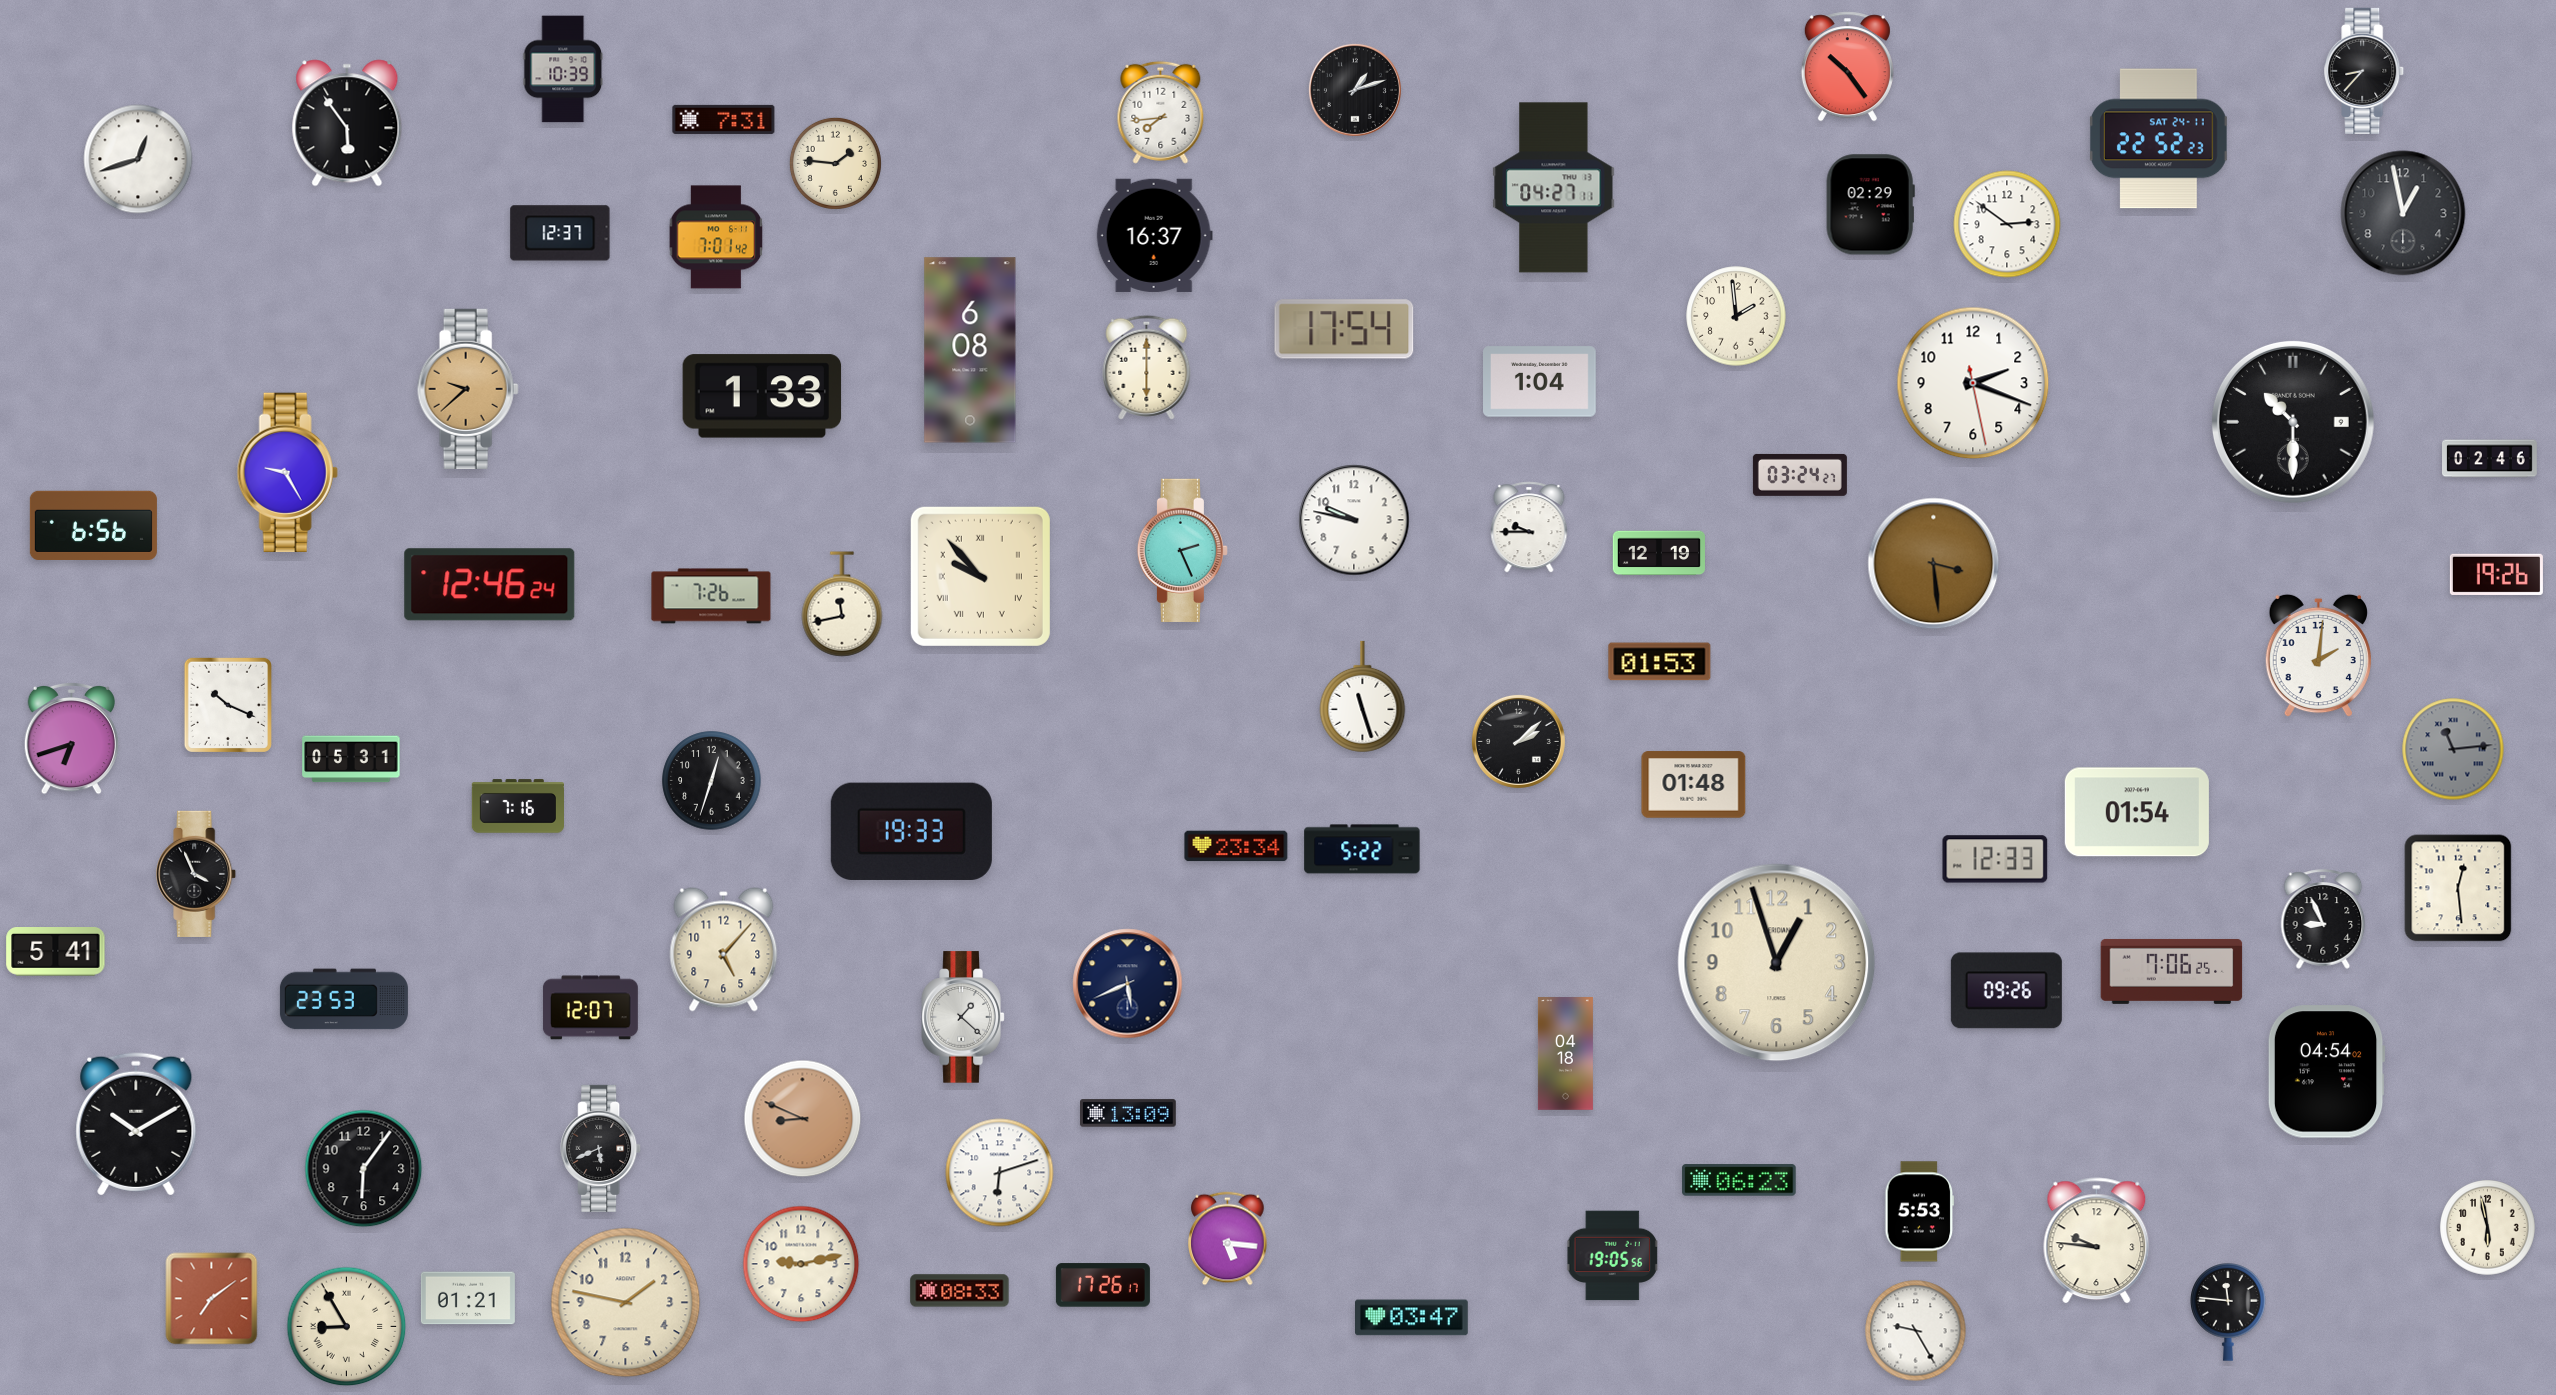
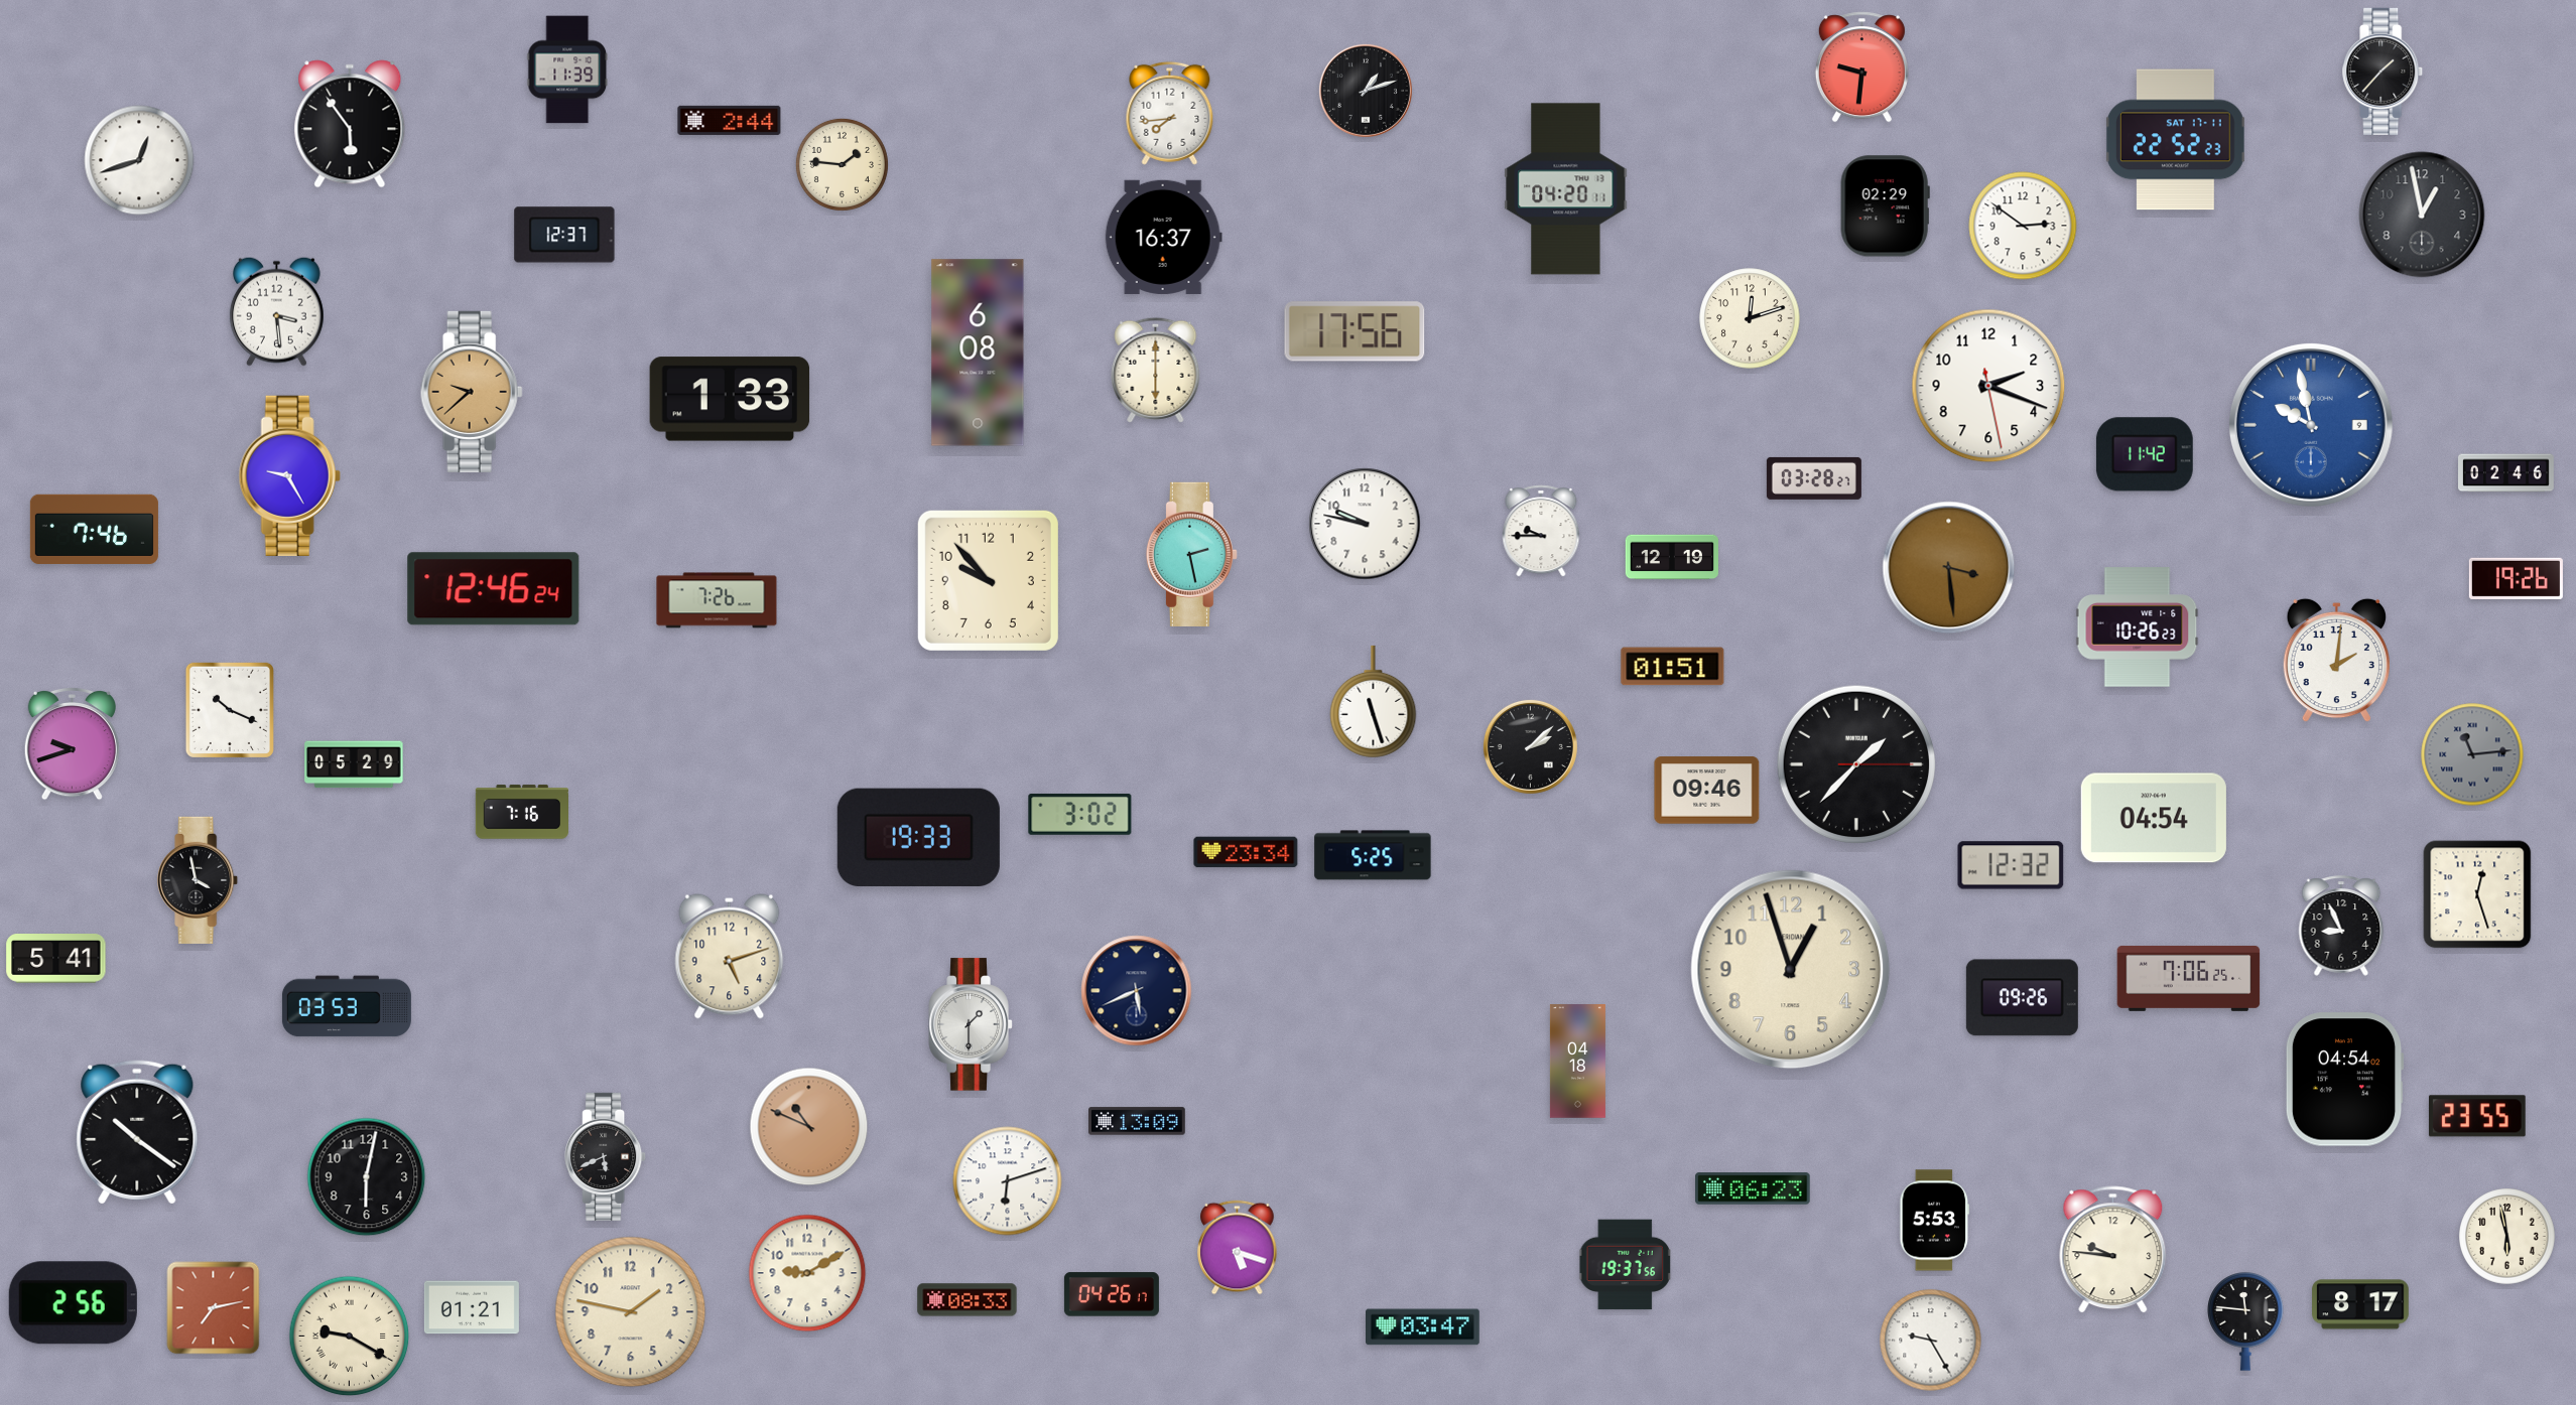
clock at (1847, 67): 10:24 -> 9:31
clock at (563, 69): 10:39 -> 11:39
clock at (2365, 71): 8:37 -> 1:37
clock at (724, 119): 7:31 -> 2:44
clock at (2158, 139) date: SAT 24-11 -> SAT 17-11
clock at (1554, 188): 04:27 -> 04:20
clock at (716, 237): 7:01 -> none
clock at (277, 311): none -> 3:29
clock at (1736, 316): 1:59 -> 12:12
clock at (1344, 329): 17:54 -> 17:56
clock at (1540, 382): 1:04 -> none
clock at (762, 396) position: (762, 396) -> (730, 399)
clock at (2293, 422): 10:30 -> 9:58
clock at (2293, 422) dial: black -> blue
clock at (2145, 454): none -> 11:42
clock at (2490, 459) position: (2490, 459) -> (2506, 473)
clock at (1800, 475): 03:24 -> 03:28
clock at (93, 525): 6:56 -> 7:46
clock at (1182, 550): 2:26 -> 2:28
clock at (980, 576) numerals: Roman -> Arabic
clock at (842, 604): 11:43 -> none
clock at (2138, 627): none -> 10:26
clock at (1660, 662): 01:53 -> 01:51
clock at (71, 738): 6:42 -> 9:42
clock at (351, 759): 05:31 -> 05:29
clock at (1856, 764): none -> 1:37
clock at (712, 781): 12:33 -> none
clock at (1694, 785): 01:48 -> 09:46
clock at (1080, 815): none -> 3:02
clock at (2137, 812): 01:54 -> 04:54
clock at (1362, 849): 5:22 -> 5:25
clock at (1995, 859): 12:33 -> 12:32
clock at (197, 874): 3:56 -> 3:58
clock at (2458, 888): 12:29 -> 12:27
clock at (724, 950): 5:07 -> 5:12
clock at (344, 999): 23:53 -> 03:53
clock at (590, 1008): 12:07 -> none
clock at (963, 1017): 1:22 -> 1:30
clock at (2477, 1116): none -> 23:55
clock at (803, 1119): 8:49 -> 10:49
clock at (136, 1124): 10:10 -> 10:21
clock at (364, 1169): 6:06 -> 6:02
clock at (1228, 1239): 5:16 -> 5:18
clock at (1613, 1256): 19:05 -> 19:37
clock at (801, 1264): 9:13 -> 9:10
clock at (1103, 1285): 17:26 -> 04:26
clock at (73, 1303): none -> 2:56
clock at (2360, 1304): none -> 8:17
clock at (212, 1299): 7:09 -> 7:13
clock at (347, 1327): 8:55 -> 9:20
